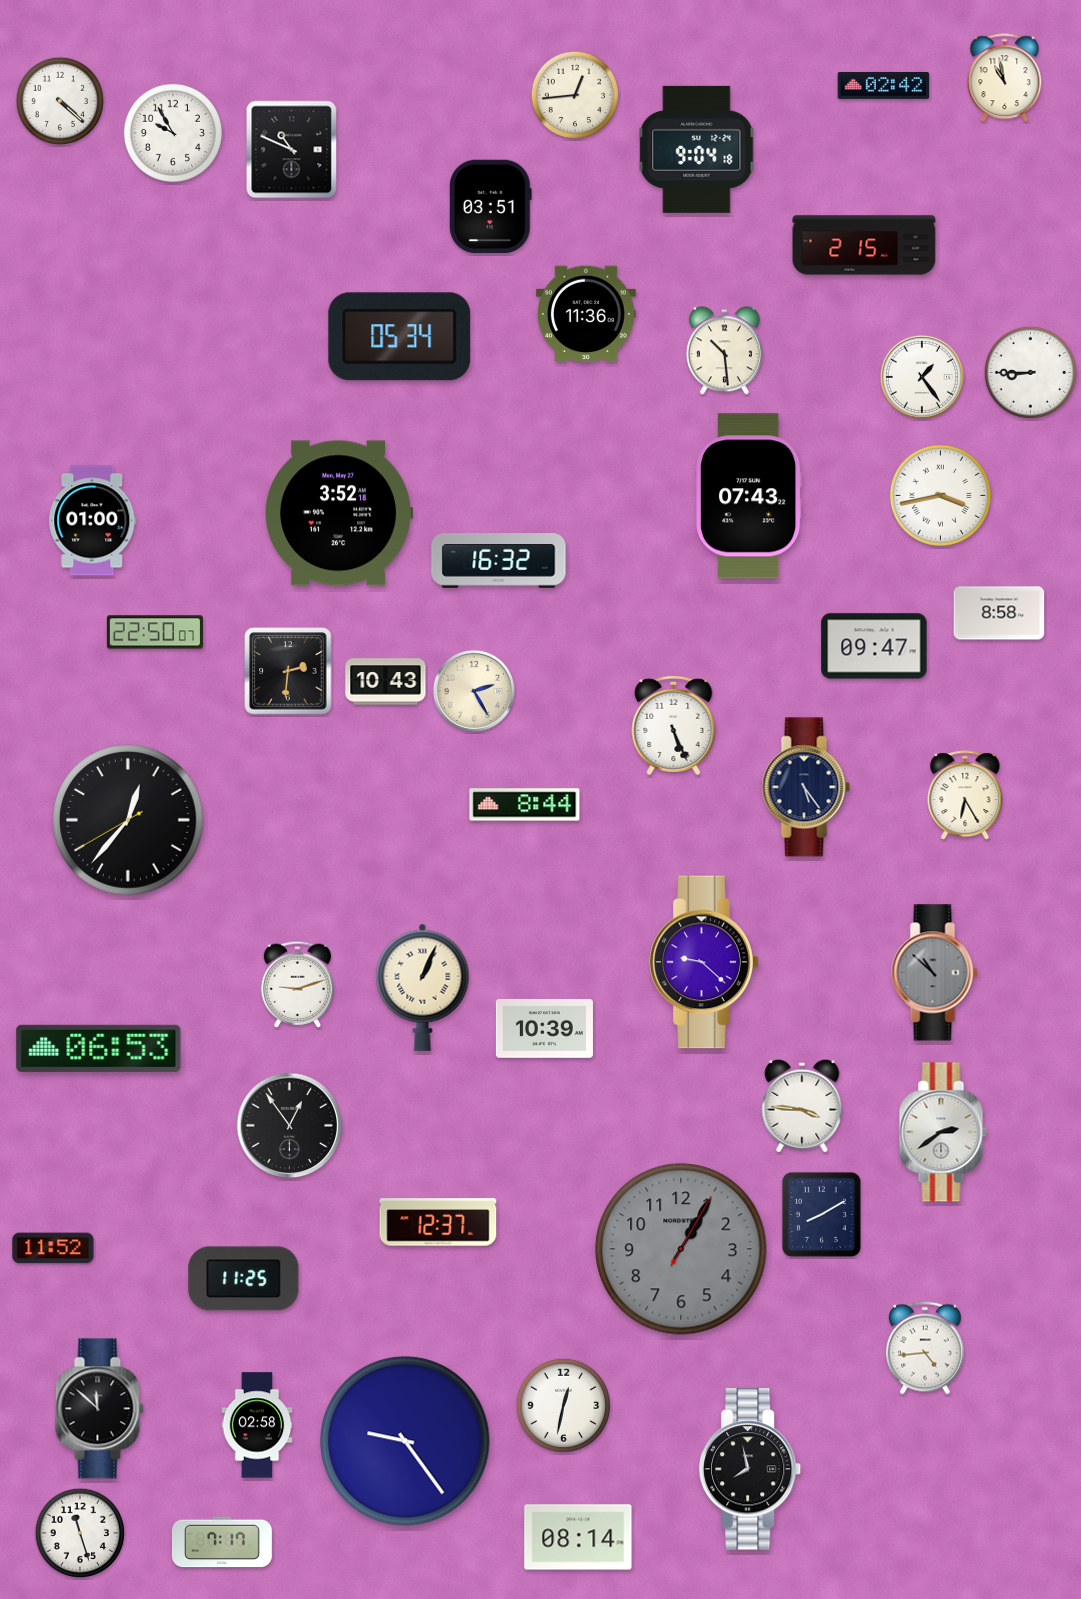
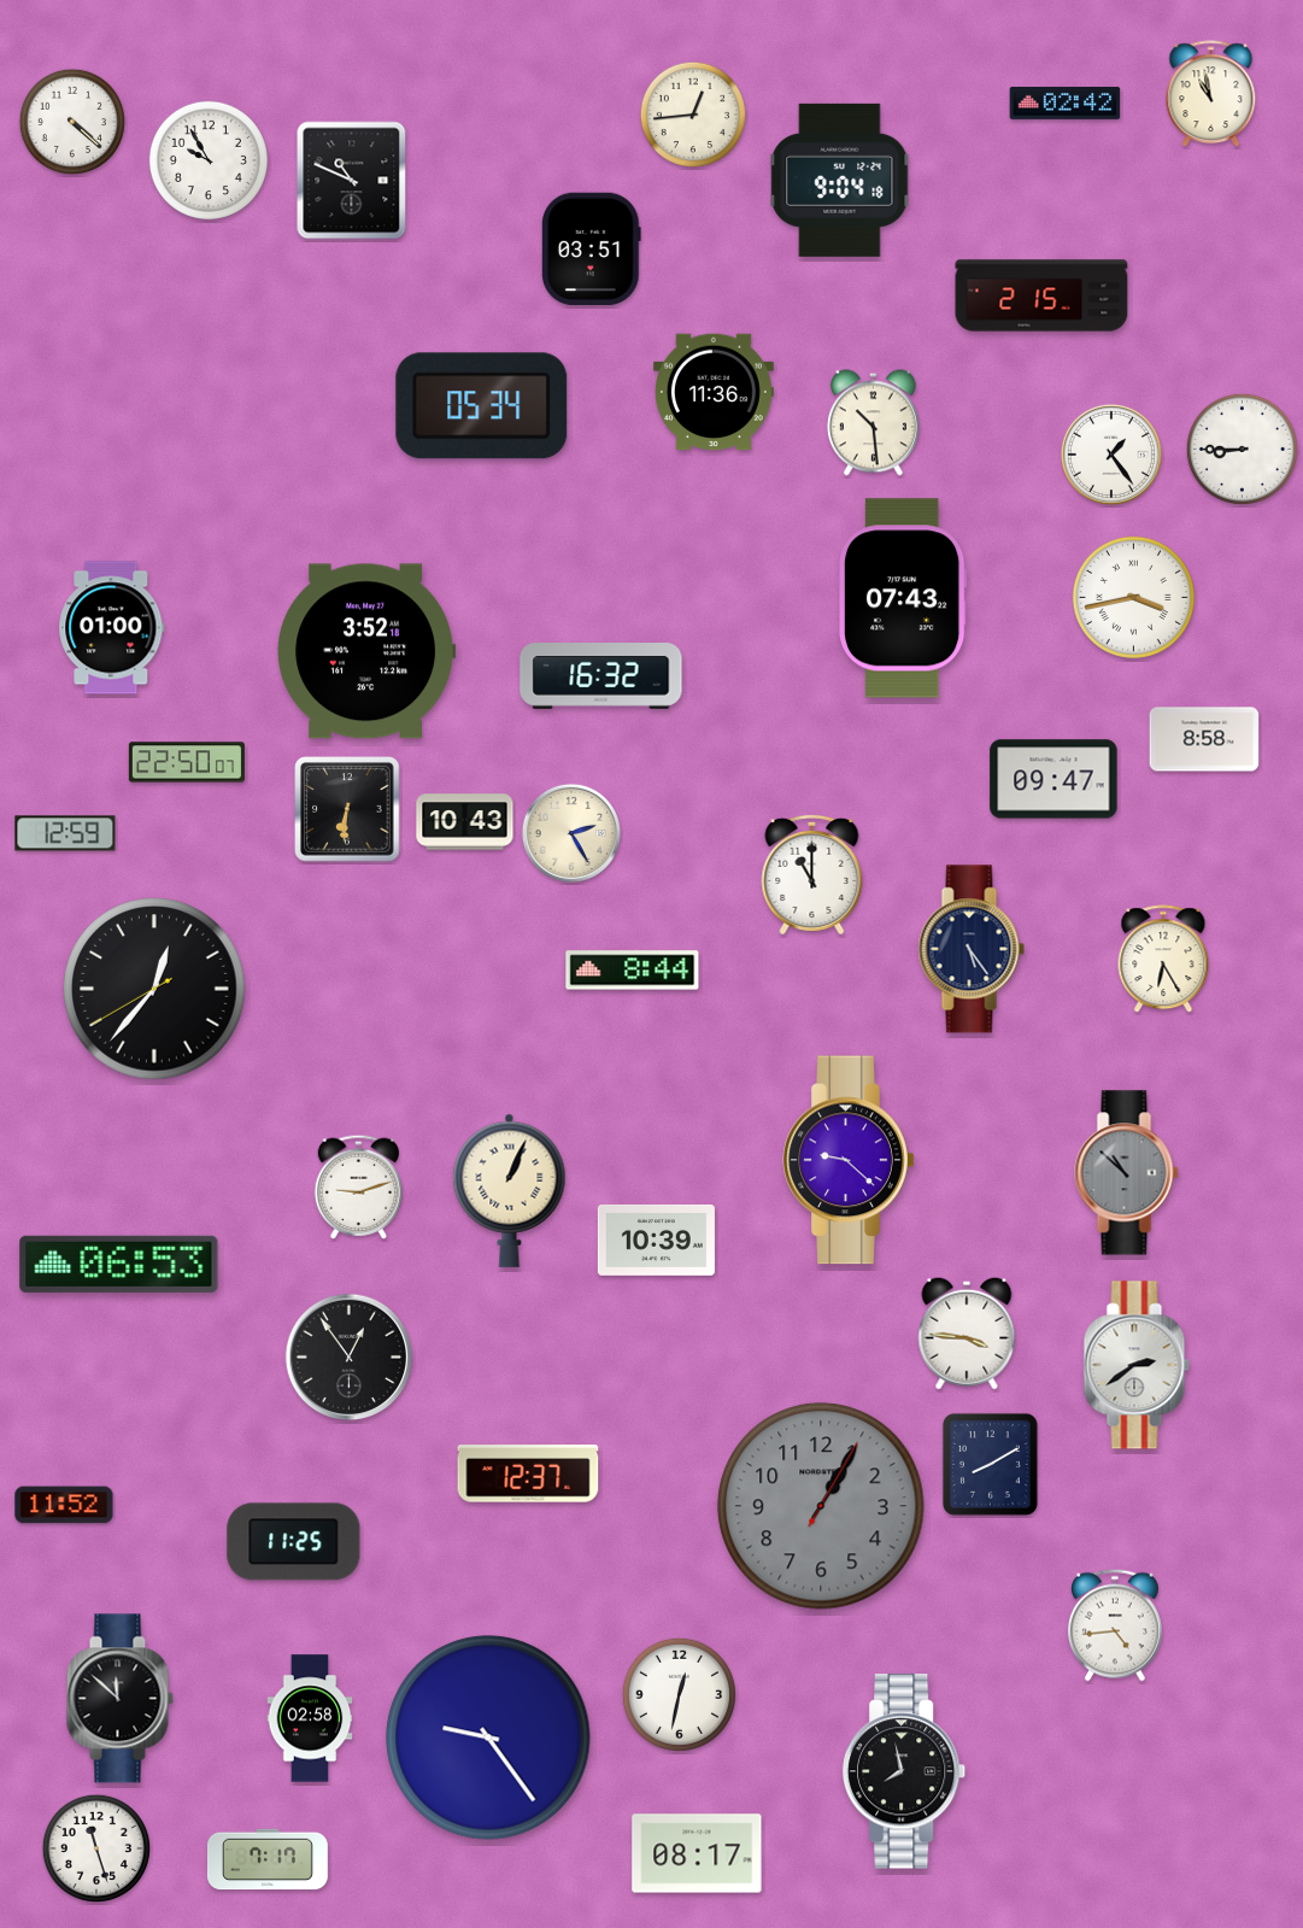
clock at (586, 314) position: (586, 314) -> (714, 392)
clock at (339, 513) position: (339, 513) -> (366, 651)
clock at (288, 671): 2:31 -> 6:31
clock at (65, 833): none -> 12:59
clock at (674, 725): 5:26 -> 11:00
clock at (578, 1537): 08:14 -> 08:17
